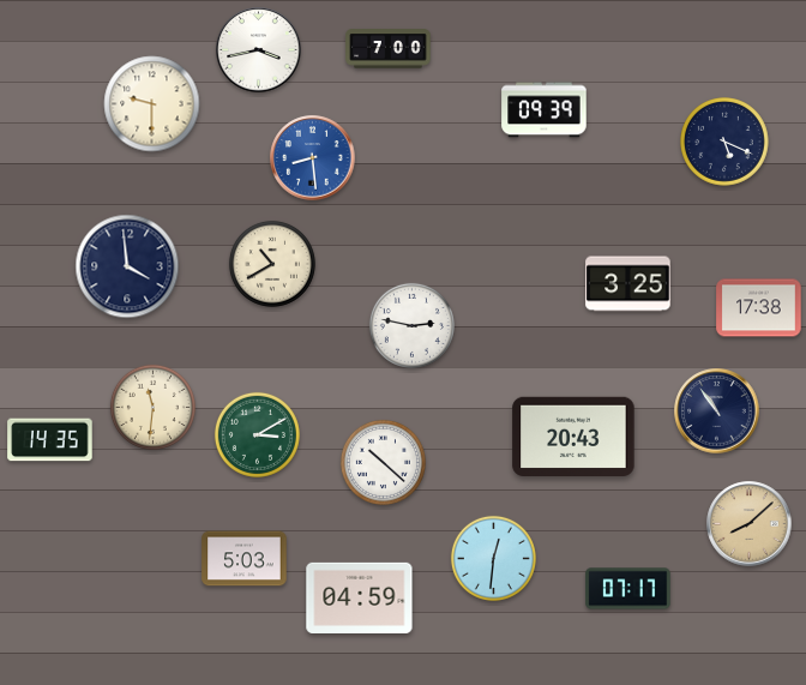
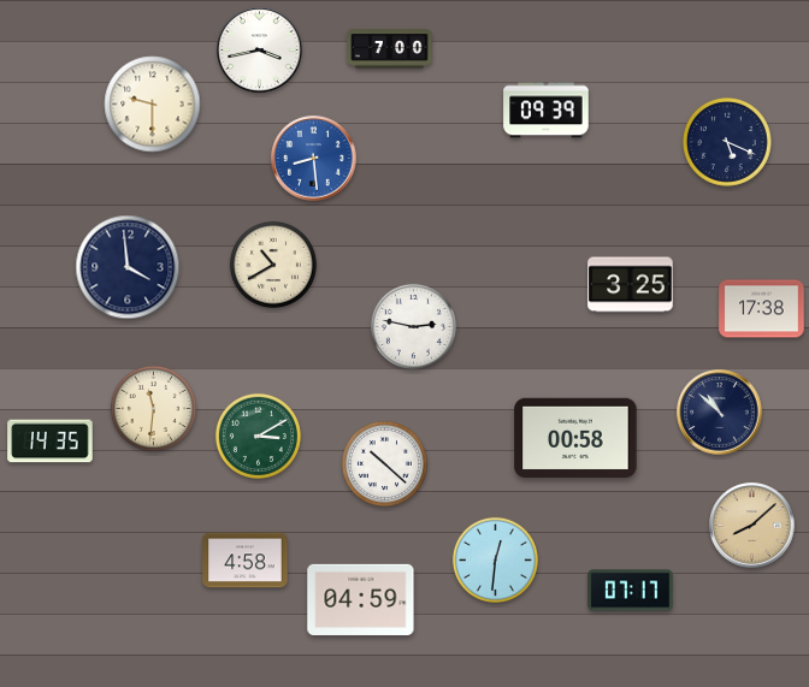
clock at (717, 411): 10:54 -> 10:52
clock at (573, 435): 20:43 -> 00:58
clock at (245, 559): 5:03 -> 4:58
